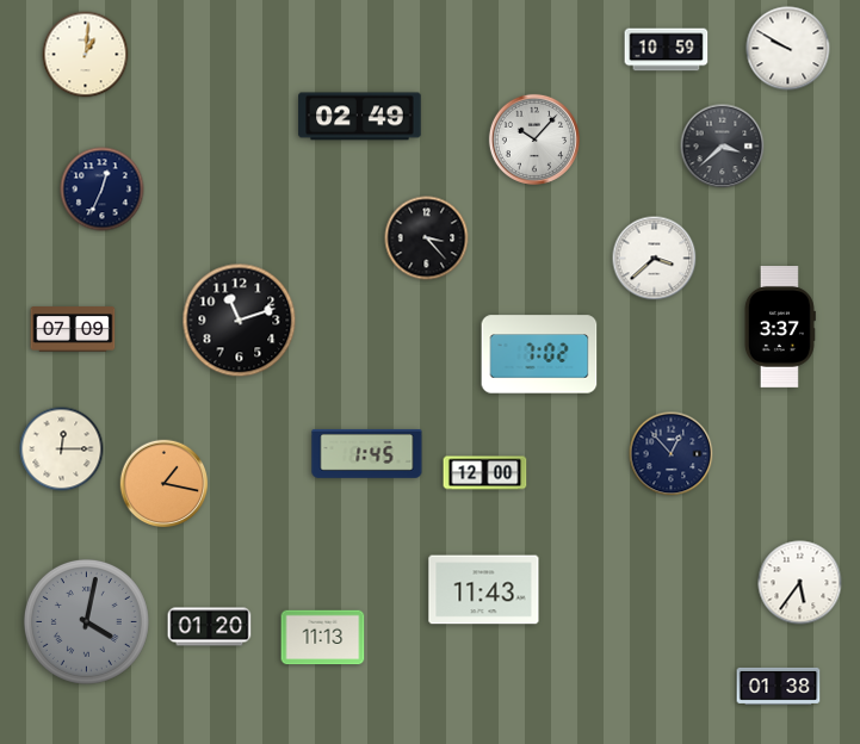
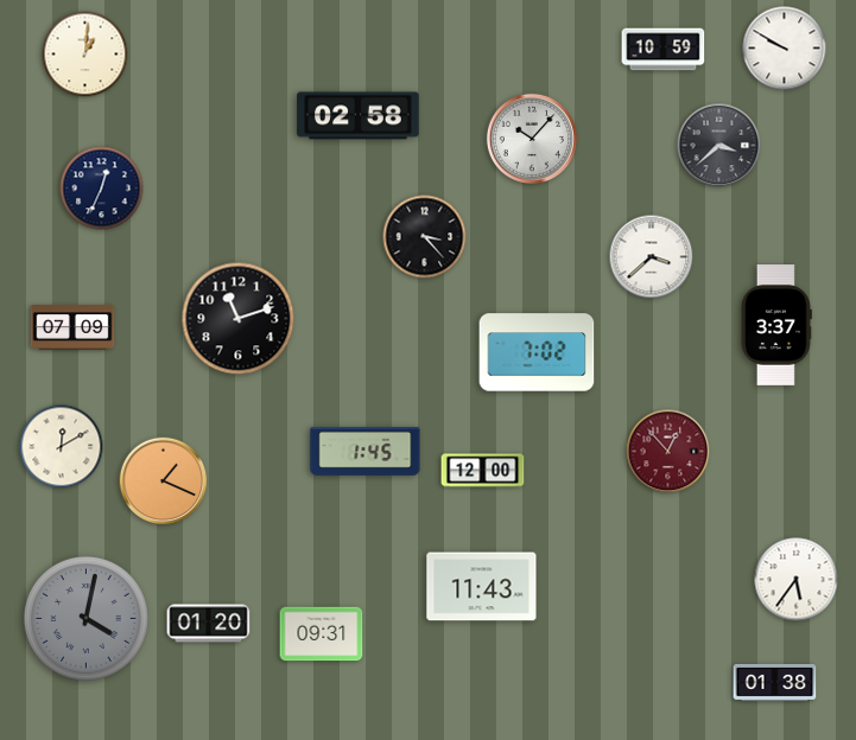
clock at (360, 117): 02:49 -> 02:58
clock at (62, 449): 12:15 -> 12:10
clock at (672, 454) dial: navy -> burgundy
clock at (165, 484): 1:17 -> 1:19
clock at (323, 638): 11:13 -> 09:31
